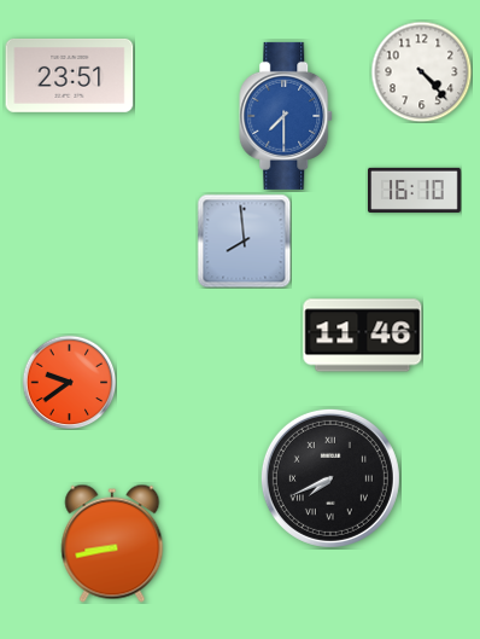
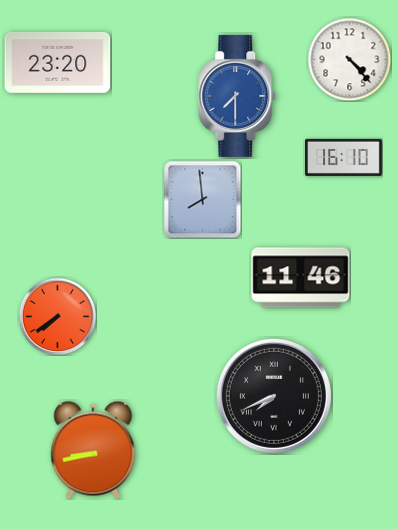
clock at (70, 75): 23:51 -> 23:20
clock at (69, 382): 9:39 -> 7:39
